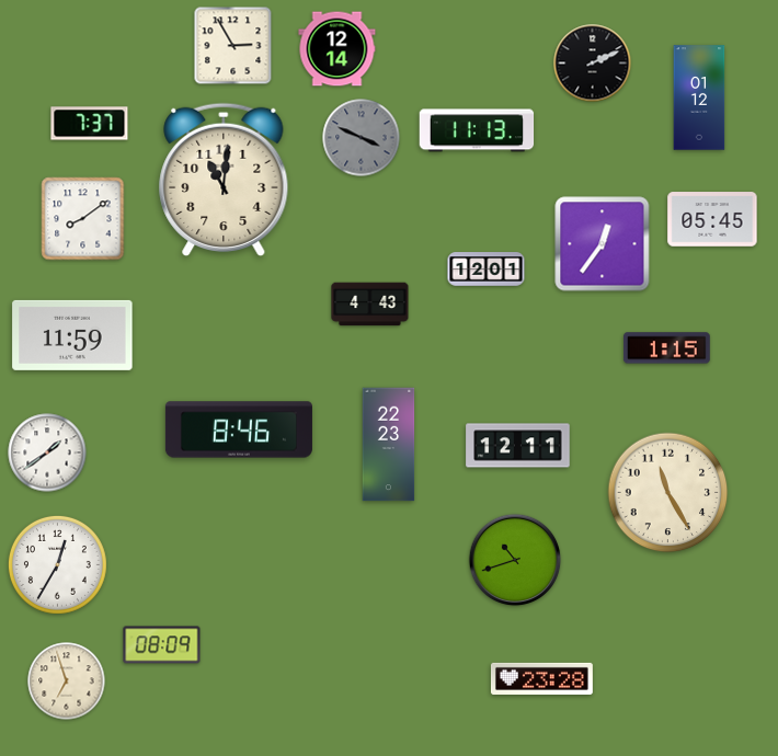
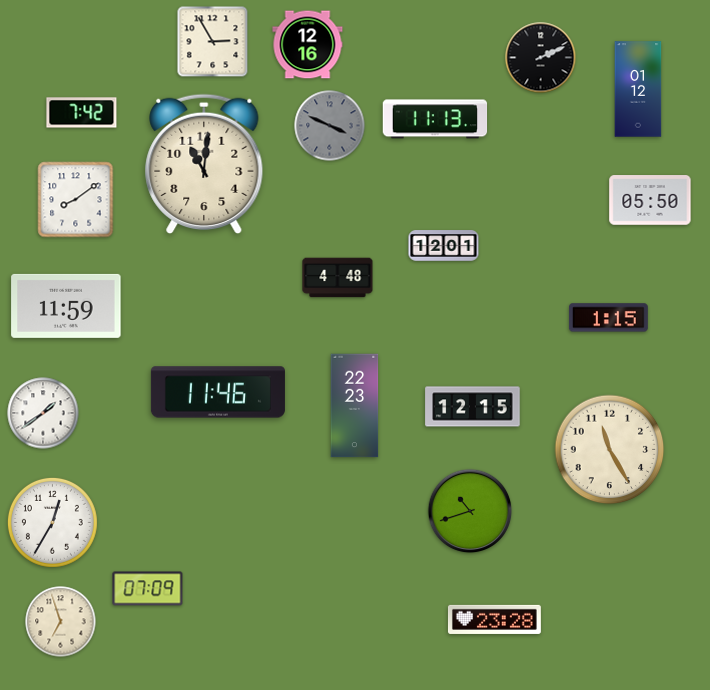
clock at (337, 49): 12:14 -> 12:16
clock at (90, 124): 7:37 -> 7:42
clock at (712, 219): 05:45 -> 05:50
clock at (603, 244): 12:36 -> none
clock at (370, 305): 4:43 -> 4:48
clock at (239, 429): 8:46 -> 11:46
clock at (518, 446): 12:11 -> 12:15
clock at (57, 564) position: (57, 564) -> (52, 522)
clock at (162, 645): 08:09 -> 07:09
